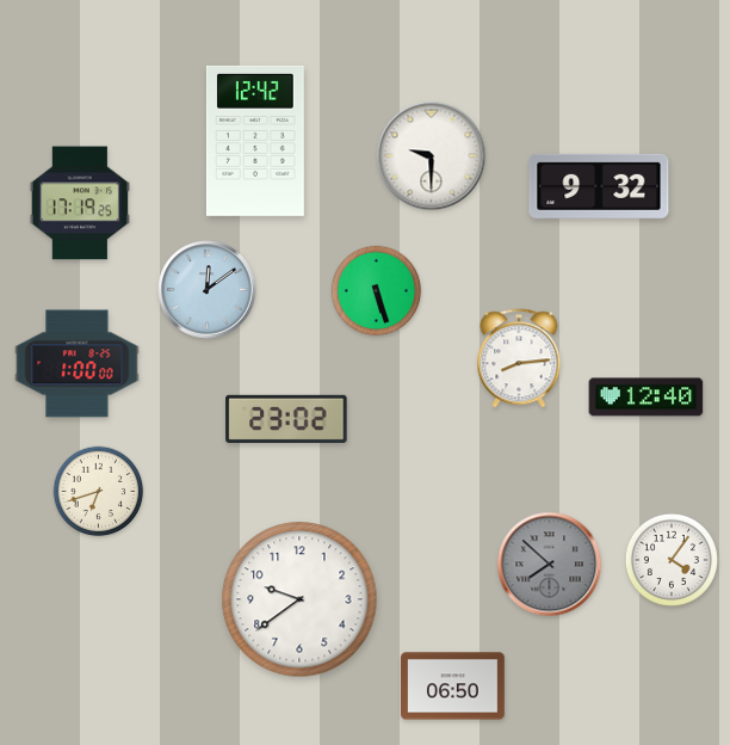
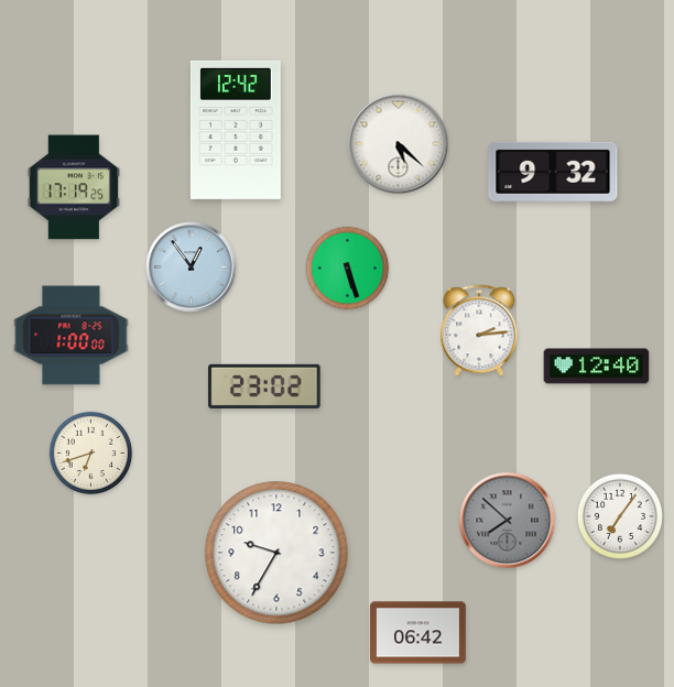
clock at (432, 156): 9:30 -> 5:22
clock at (208, 290): 12:09 -> 12:54
clock at (519, 358): 8:14 -> 2:14
clock at (672, 560): 4:06 -> 7:06
clock at (299, 599): 9:39 -> 9:35
clock at (453, 686): 06:50 -> 06:42
